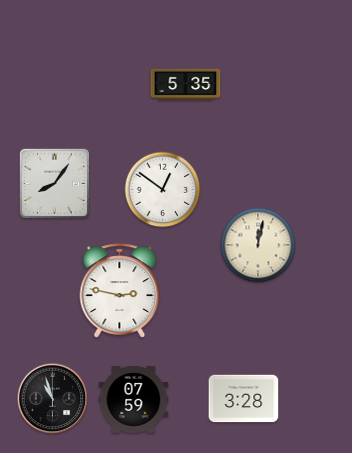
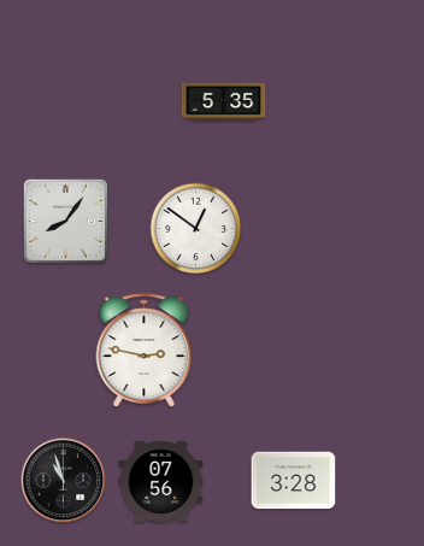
clock at (258, 245): 12:02 -> none
clock at (134, 399): 07:59 -> 07:56
